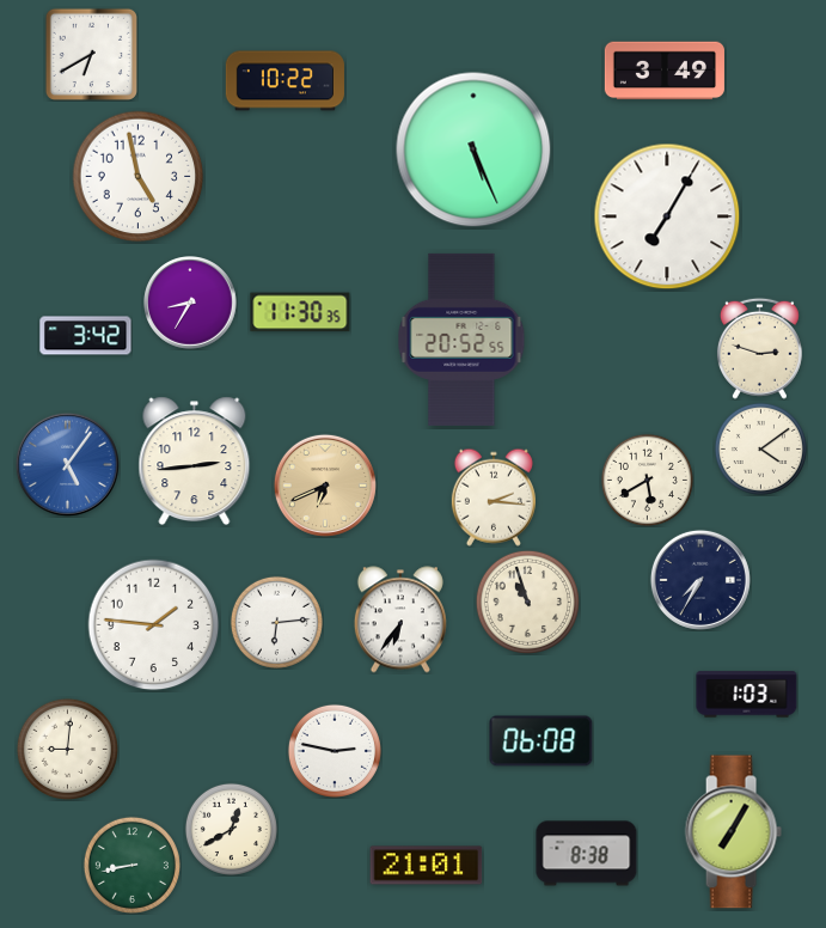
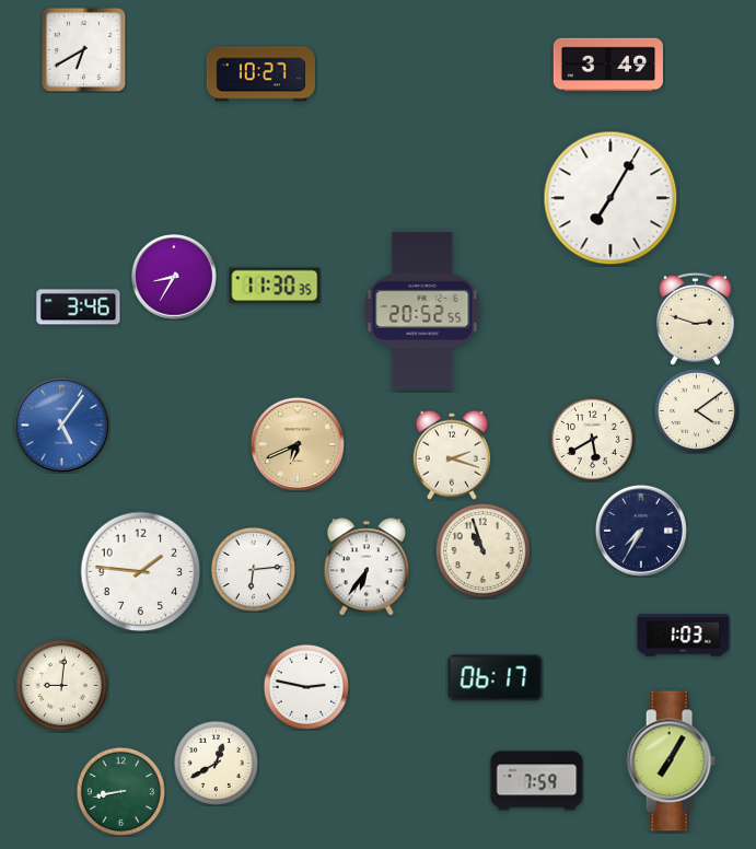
clock at (284, 81): 10:22 -> 10:27
clock at (473, 149): 5:26 -> none
clock at (139, 177): 4:58 -> none
clock at (86, 336): 3:42 -> 3:46
clock at (195, 462): 2:44 -> none
clock at (494, 497): 2:16 -> 2:18
clock at (542, 741): 06:08 -> 06:17
clock at (231, 829) position: (231, 829) -> (216, 763)
clock at (587, 854): 8:38 -> 7:59
clock at (427, 866): 21:01 -> none
